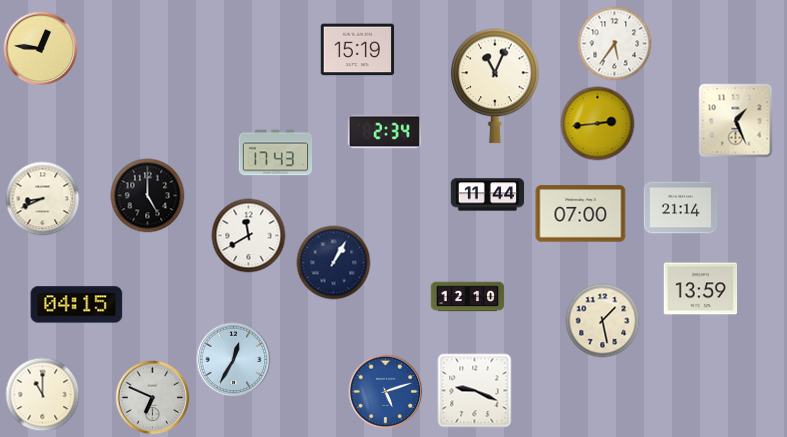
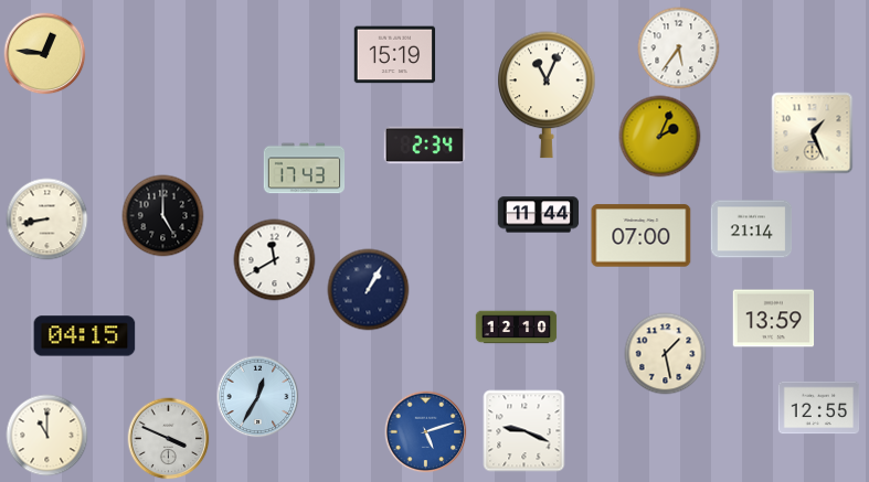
clock at (598, 124): 2:44 -> 2:04
clock at (43, 199): 8:41 -> 8:43
clock at (819, 408): none -> 12:55
clock at (153, 398): 6:49 -> 3:49
